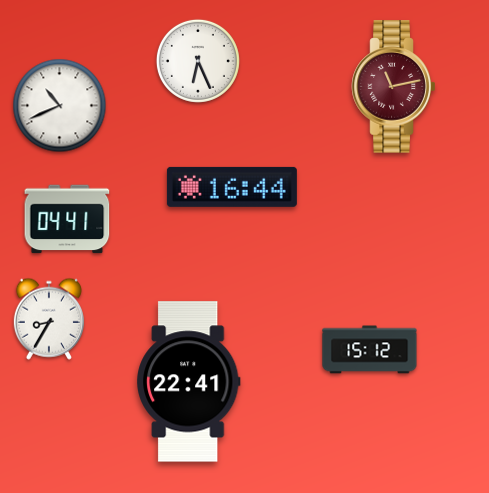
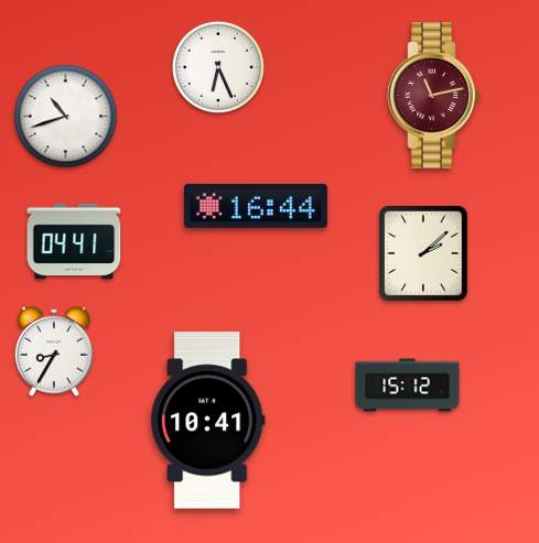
clock at (60, 106): 10:41 -> 10:42
clock at (424, 254): none -> 2:08
clock at (189, 382): 22:41 -> 10:41
